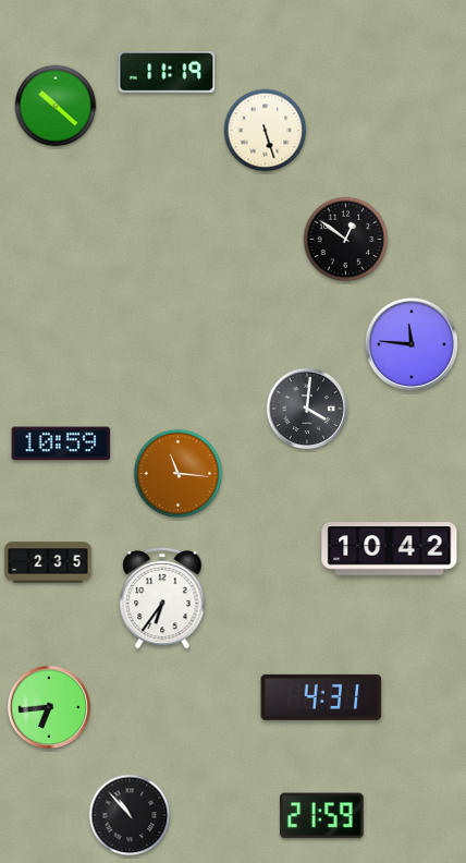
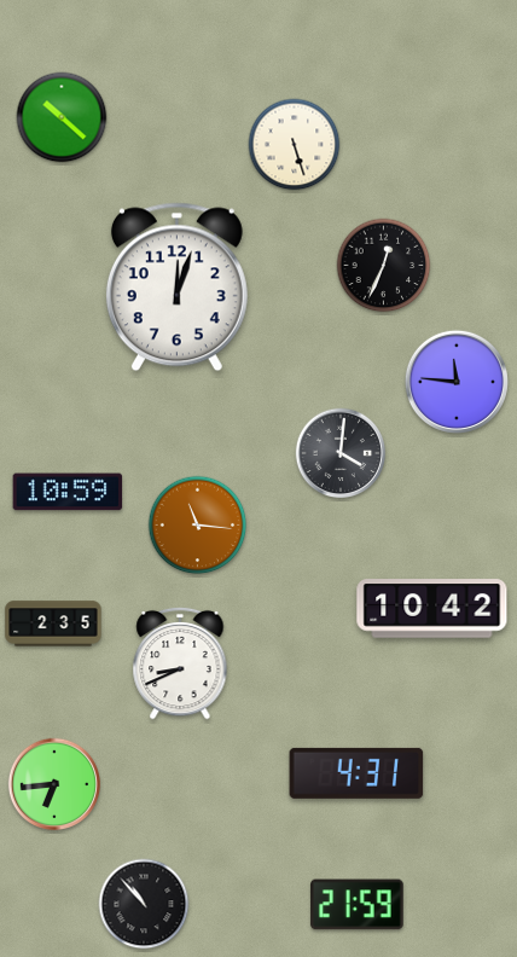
clock at (167, 72): 11:19 -> none
clock at (346, 240): 12:51 -> 12:34
clock at (176, 288): none -> 12:03
clock at (162, 598): 6:36 -> 8:41
